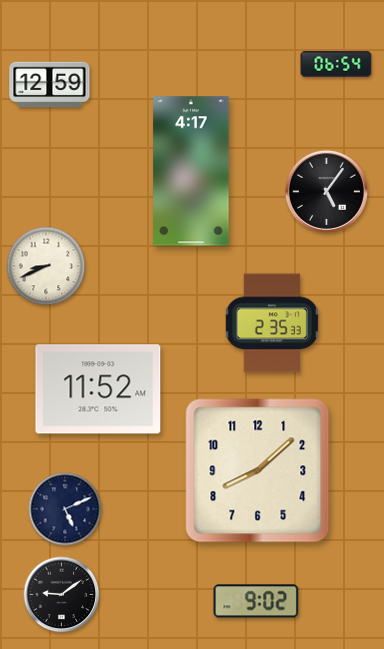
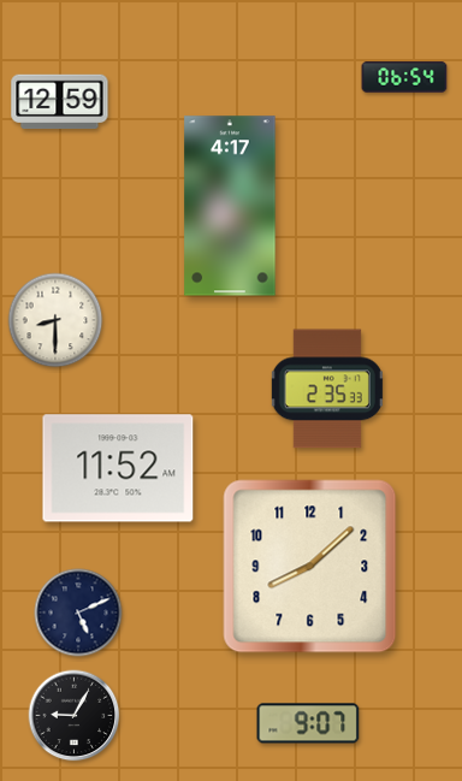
clock at (326, 191): 5:06 -> none
clock at (46, 266): 8:41 -> 8:30
clock at (62, 595): 9:09 -> 9:05
clock at (256, 601): 9:02 -> 9:07
